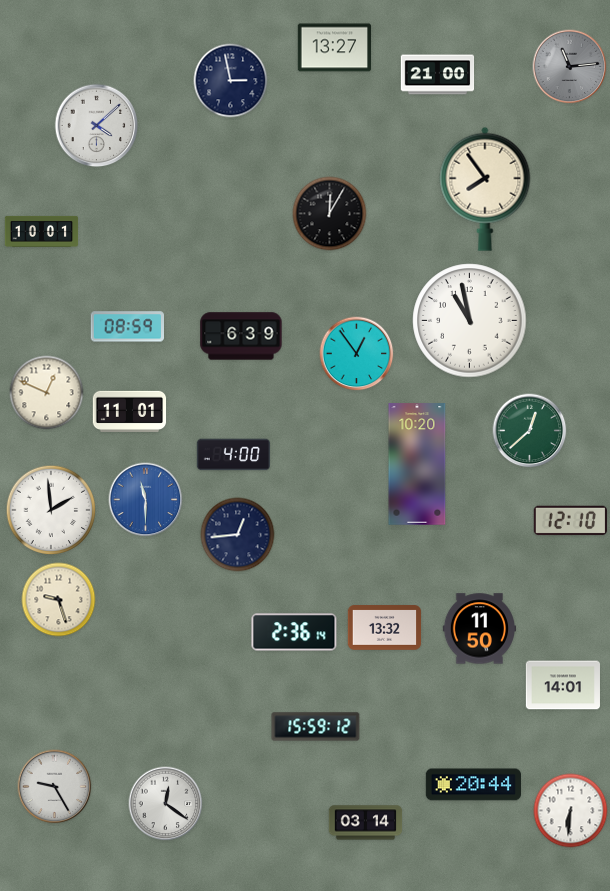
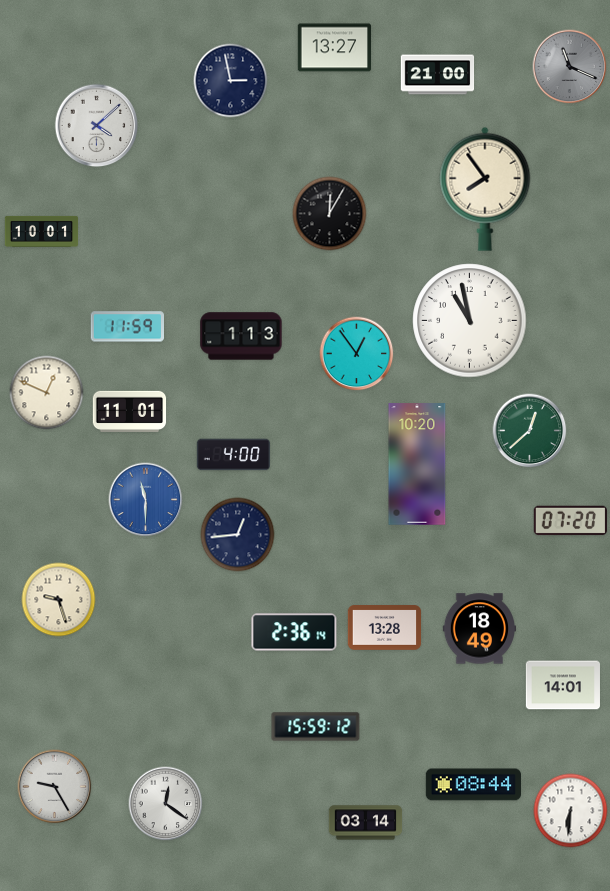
clock at (570, 67): 11:14 -> 11:19
clock at (127, 327): 08:59 -> 11:59
clock at (241, 336): 6:39 -> 1:13
clock at (51, 510): 1:59 -> none
clock at (570, 521): 12:10 -> 07:20
clock at (385, 628): 13:32 -> 13:28
clock at (480, 629): 11:50 -> 18:49
clock at (473, 785): 20:44 -> 08:44
